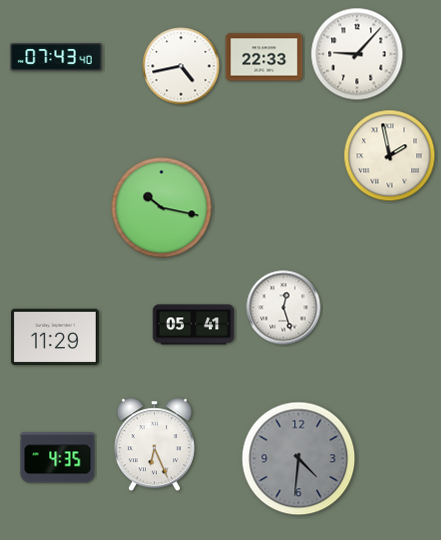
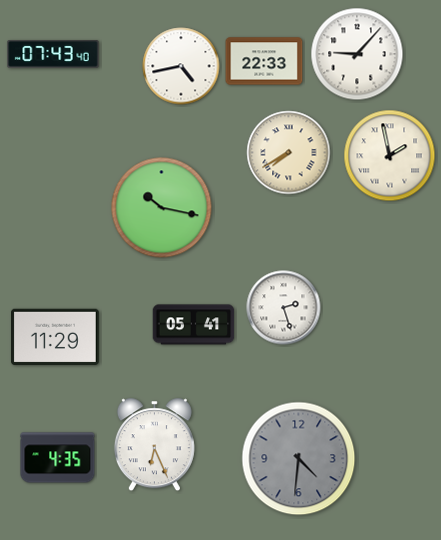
clock at (56, 57) position: (56, 57) -> (53, 54)
clock at (264, 57) position: (264, 57) -> (264, 61)
clock at (289, 153): none -> 7:40
clock at (284, 308): 12:27 -> 2:27
